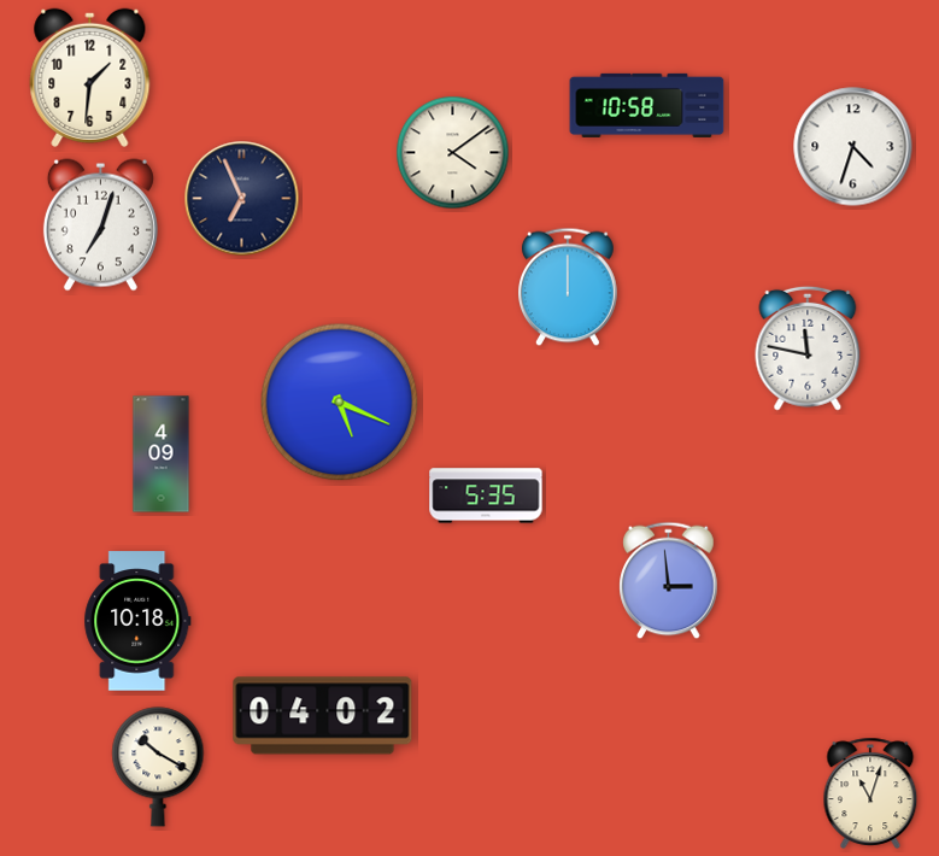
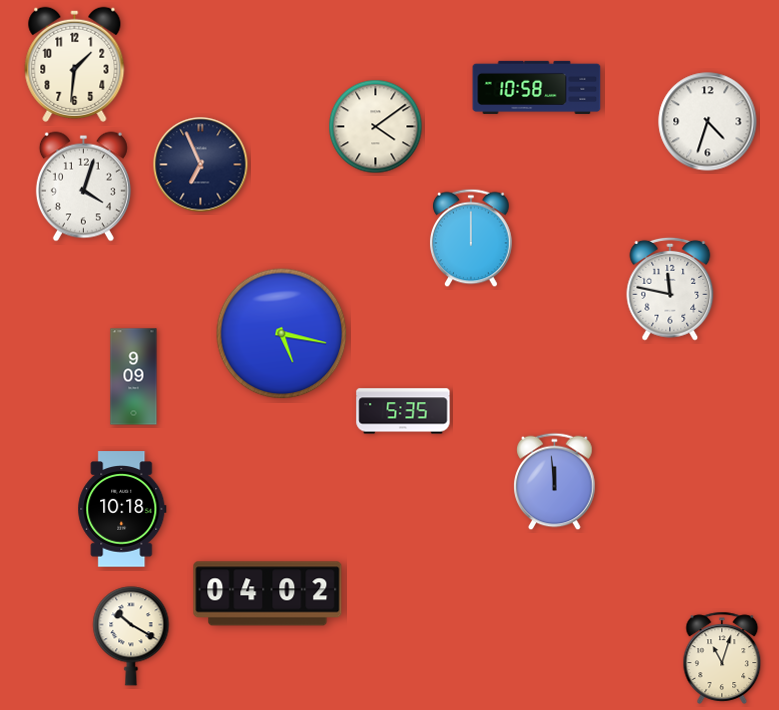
clock at (100, 225): 7:03 -> 4:03
clock at (340, 403): 5:19 -> 5:17
clock at (162, 455): 4:09 -> 9:09
clock at (669, 581): 2:59 -> 11:59
clock at (137, 621) position: (137, 621) -> (122, 509)
